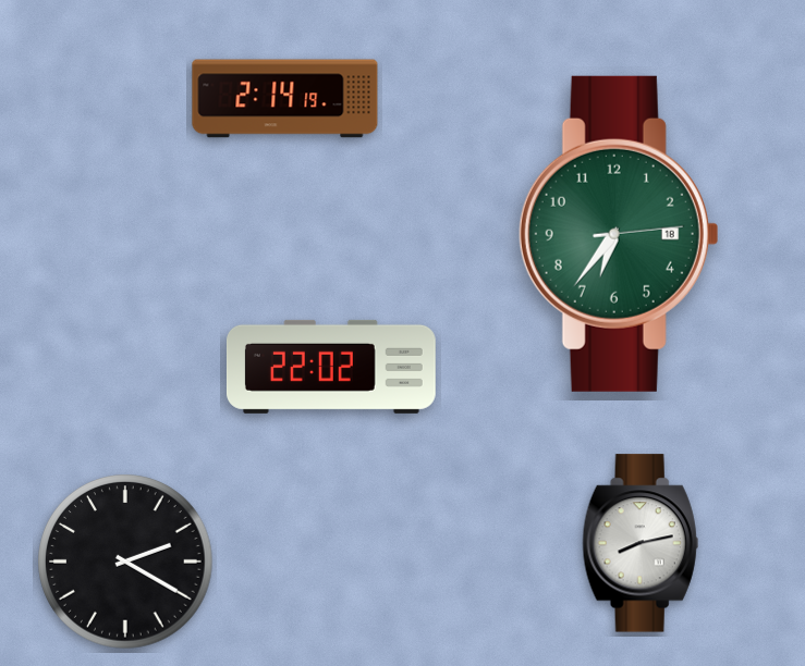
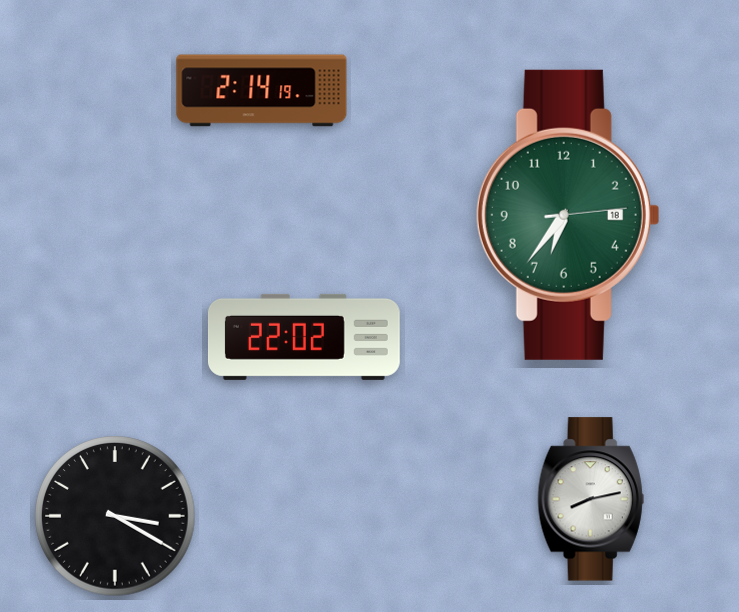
clock at (641, 543) position: (641, 543) -> (591, 499)
clock at (125, 562): 2:20 -> 3:20
